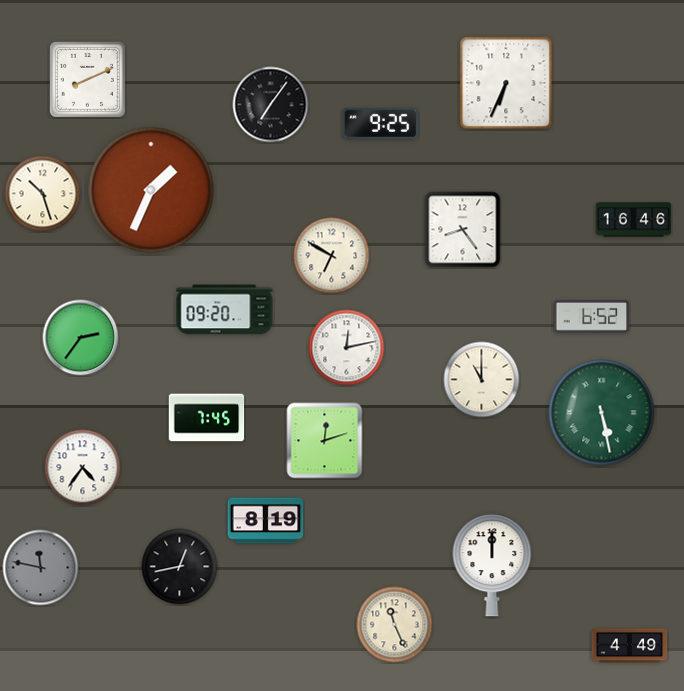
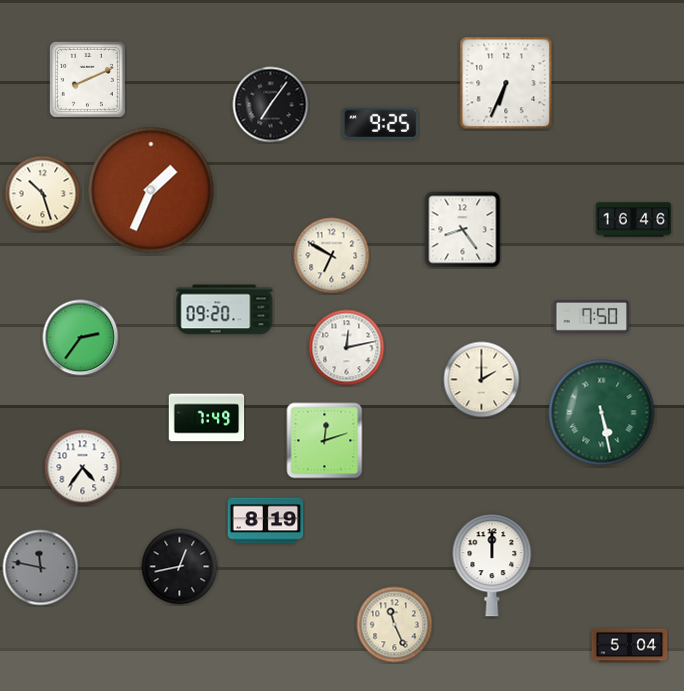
clock at (592, 316): 6:52 -> 7:50
clock at (482, 380): 11:00 -> 2:00
clock at (207, 418): 7:45 -> 7:49
clock at (630, 646): 4:49 -> 5:04
